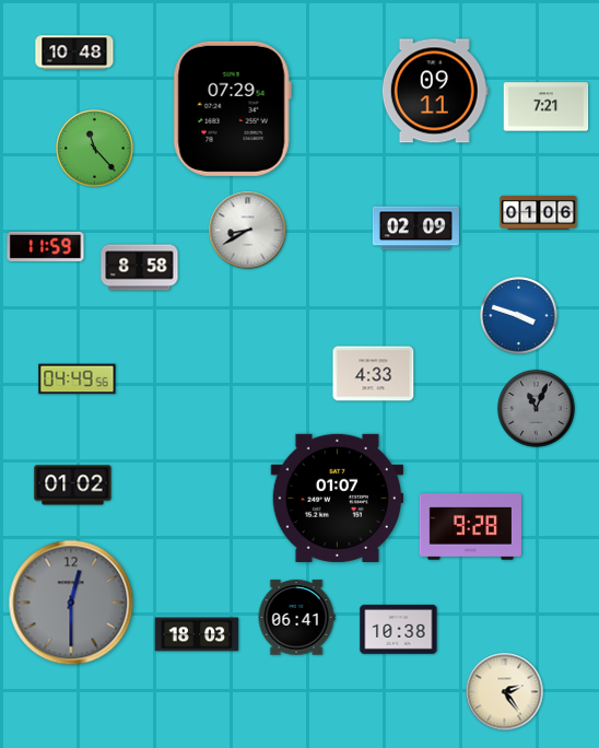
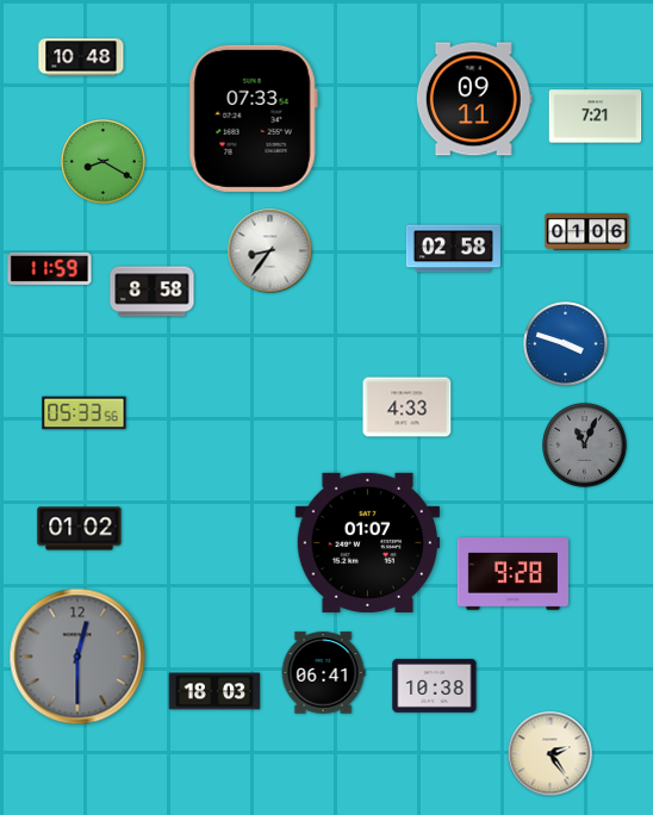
clock at (232, 108): 07:29 -> 07:33
clock at (95, 149): 11:23 -> 8:20
clock at (415, 229): 02:09 -> 02:58
clock at (248, 231): 8:40 -> 8:36
clock at (78, 379): 04:49 -> 05:33
